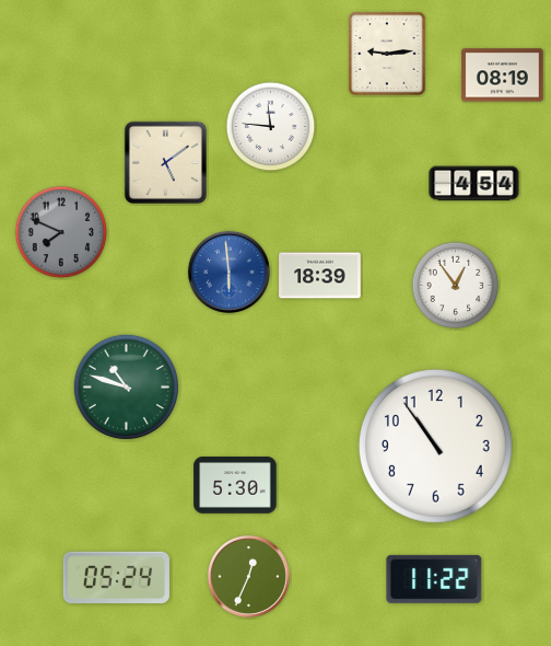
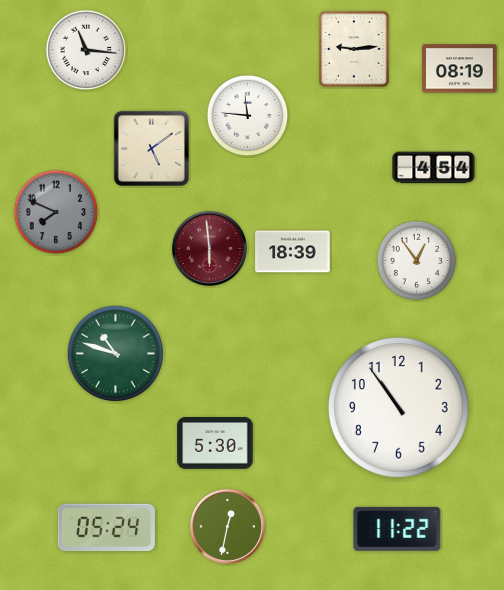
clock at (86, 50): none -> 11:16
clock at (228, 272) dial: blue -> burgundy
clock at (248, 576): 12:34 -> 12:32
